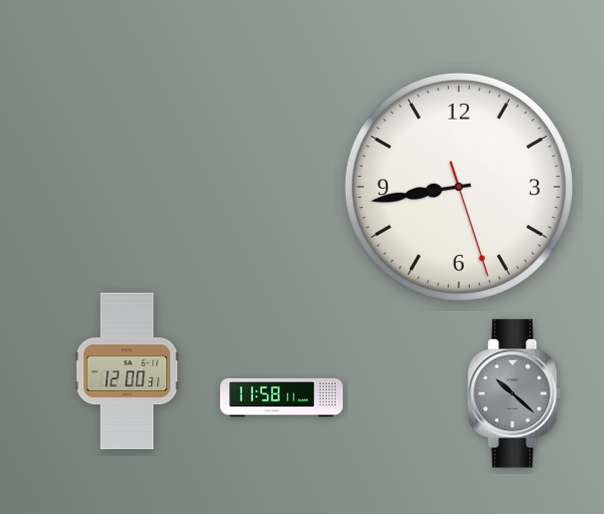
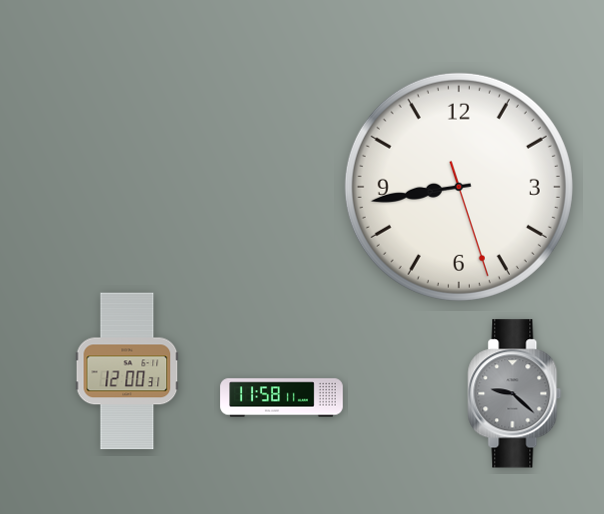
clock at (515, 394): 10:22 -> 9:22
